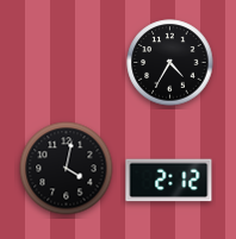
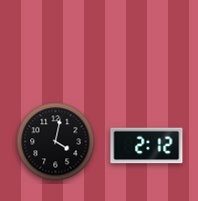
clock at (170, 63): 4:35 -> none
clock at (169, 181) position: (169, 181) -> (147, 146)
